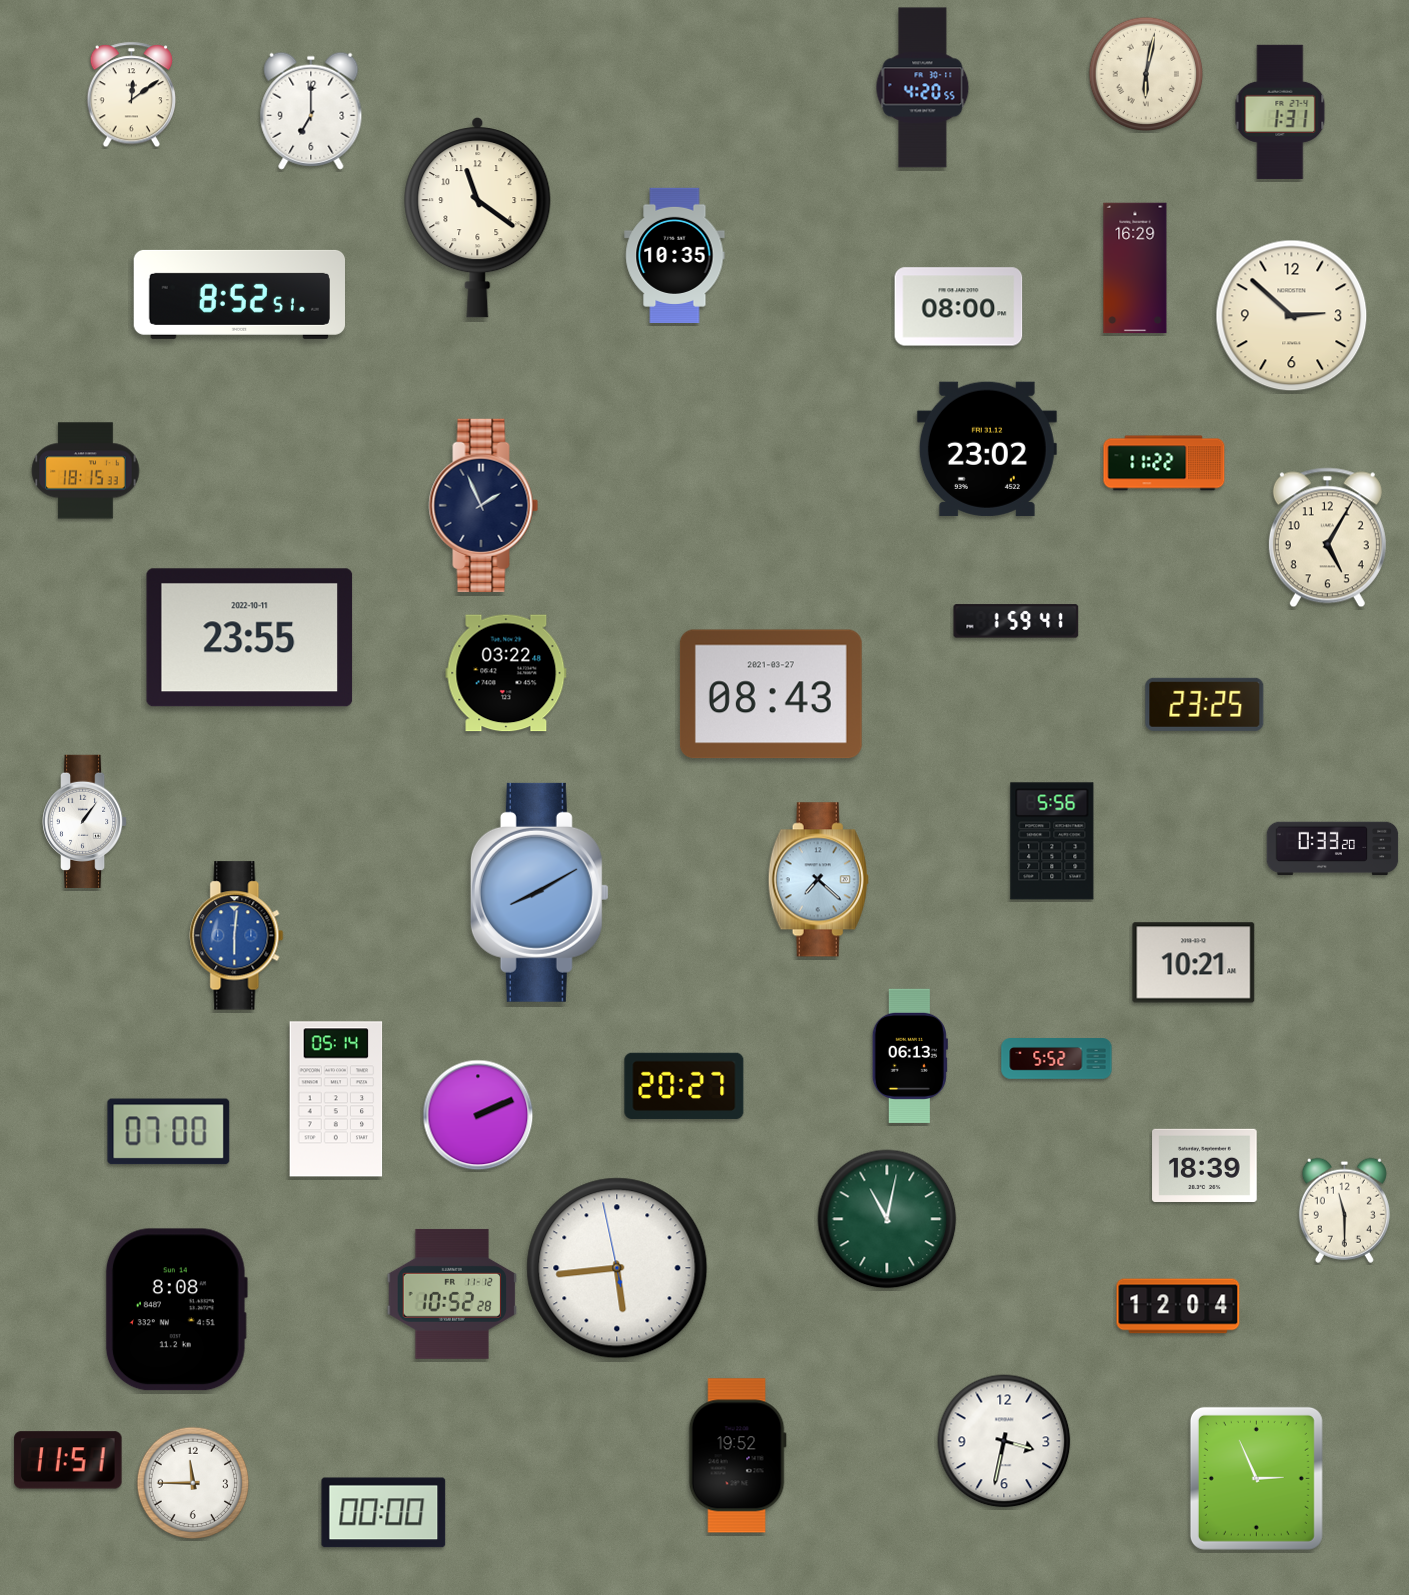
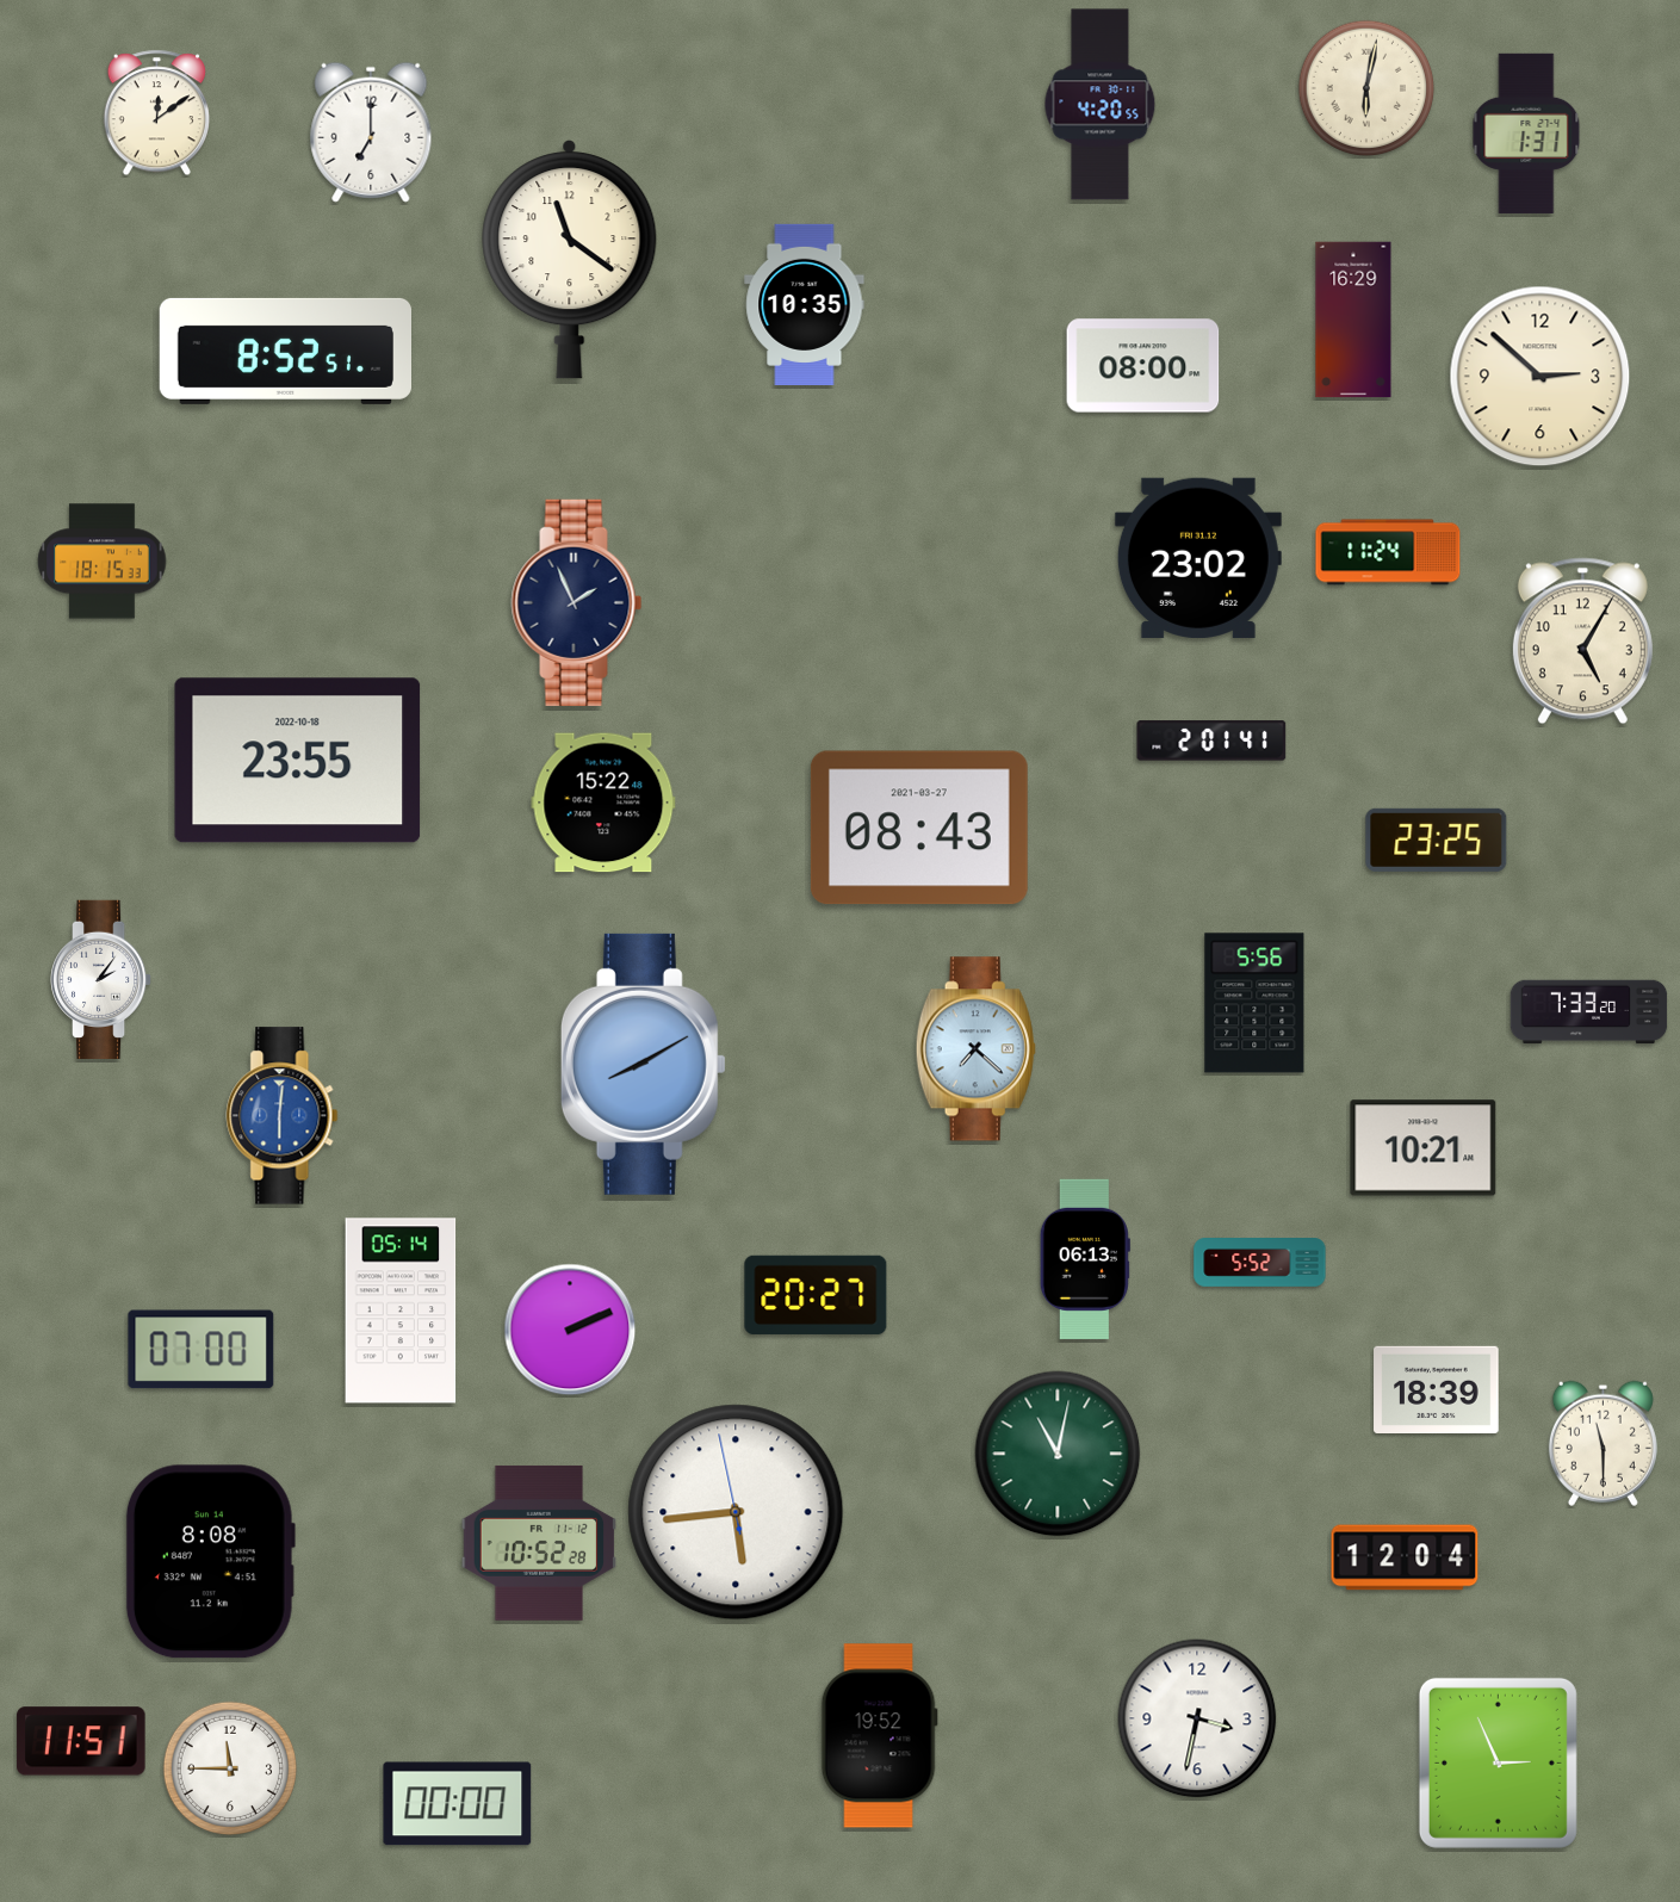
clock at (987, 449) position: (987, 449) -> (1198, 558)
clock at (1164, 463): 11:22 -> 11:24
clock at (1016, 621): 1:59 -> 2:01
clock at (250, 638) date: 2022-10-11 -> 2022-10-18
clock at (506, 673): 03:22 -> 15:22
clock at (85, 821): 1:06 -> 2:06
clock at (1333, 849): 0:33 -> 7:33
